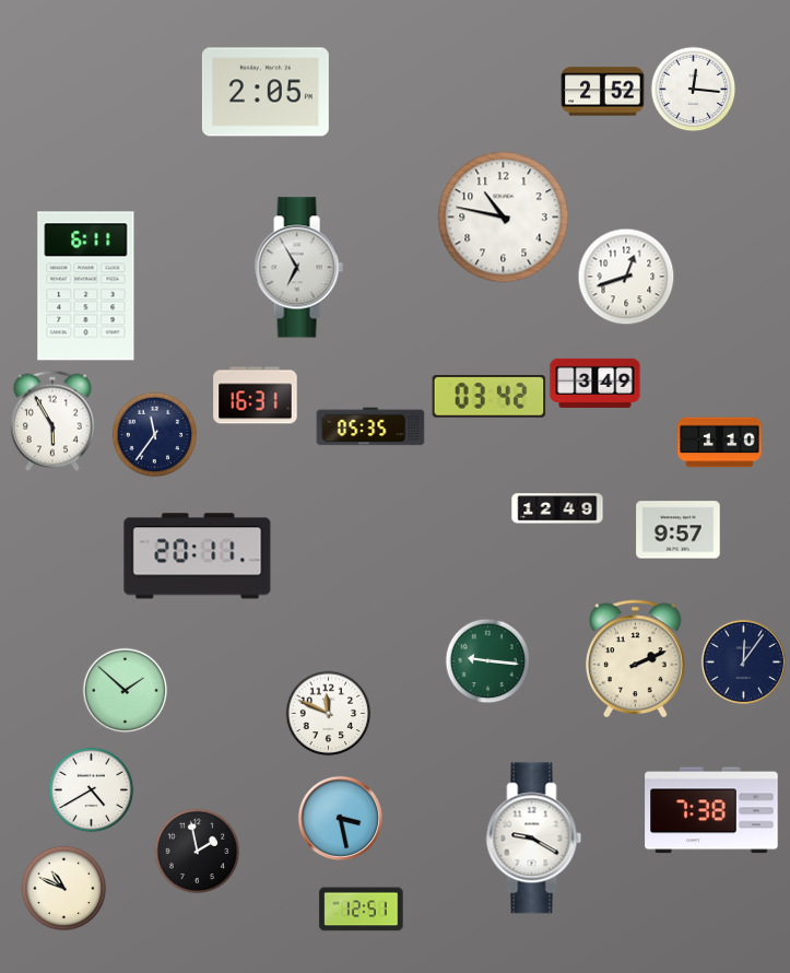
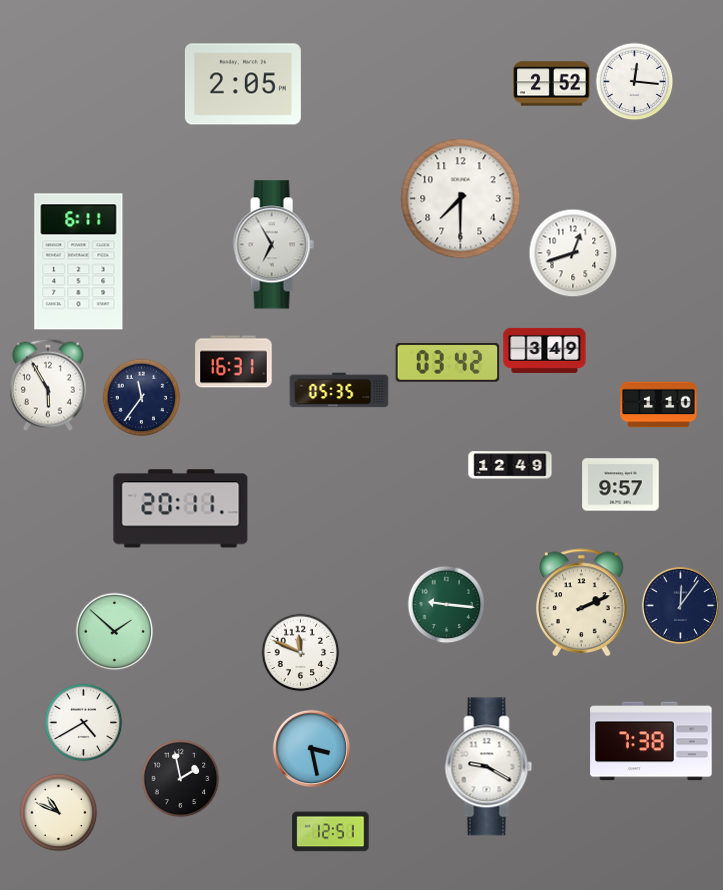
clock at (504, 218): 10:47 -> 7:30
